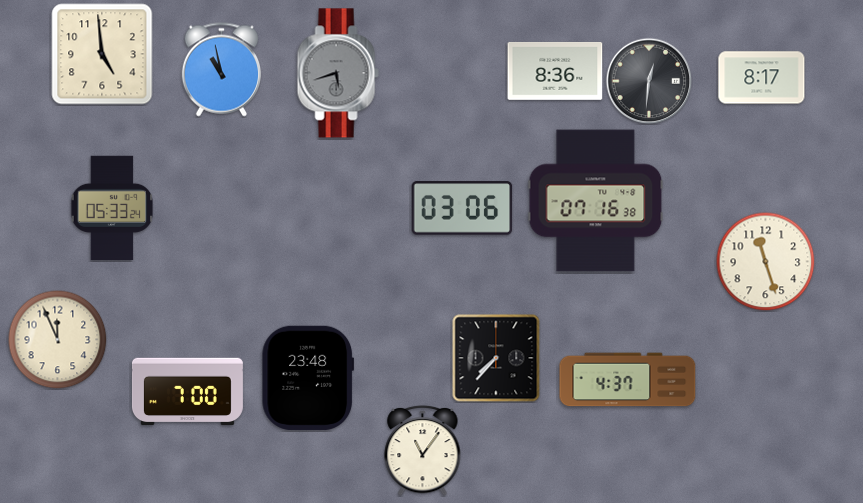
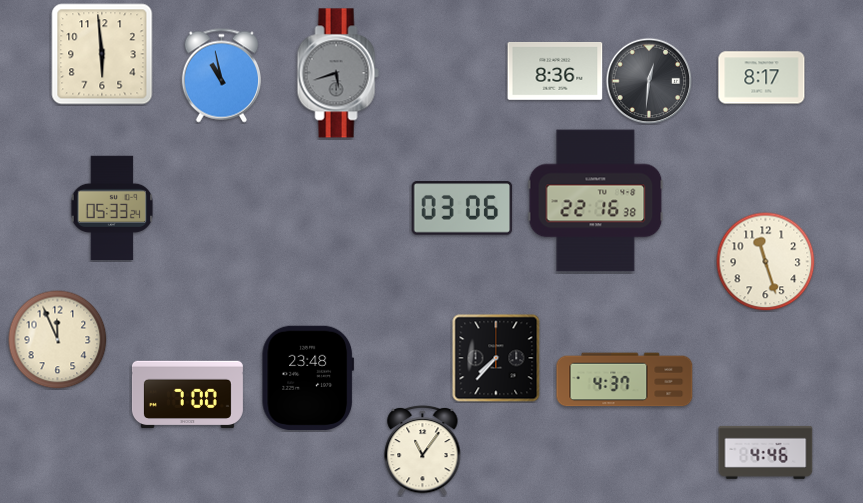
clock at (102, 54): 4:59 -> 5:59
clock at (221, 70) position: (221, 70) -> (221, 76)
clock at (596, 201): 07:16 -> 22:16
clock at (628, 380) position: (628, 380) -> (625, 380)
clock at (187, 392) position: (187, 392) -> (187, 395)
clock at (766, 452): none -> 4:46
